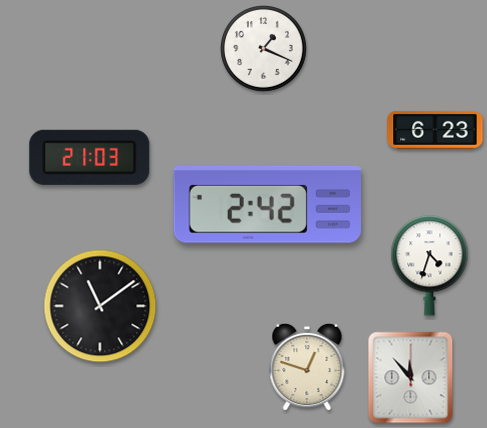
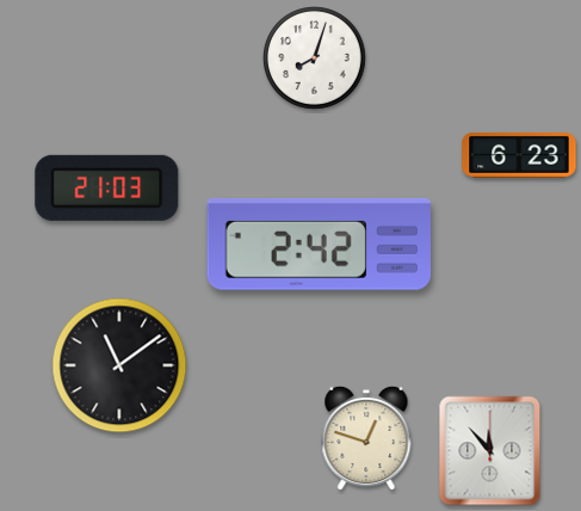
clock at (264, 49): 1:19 -> 8:03
clock at (430, 266): 4:33 -> none
